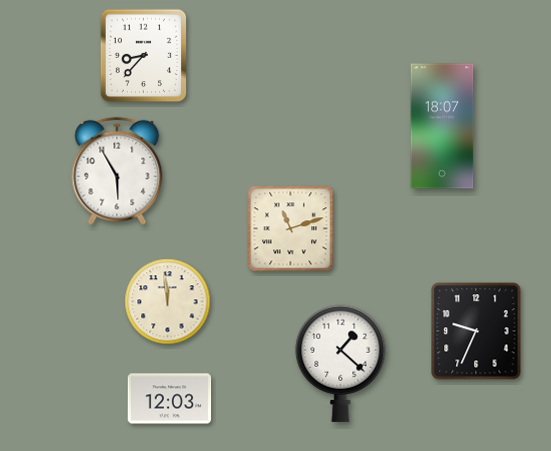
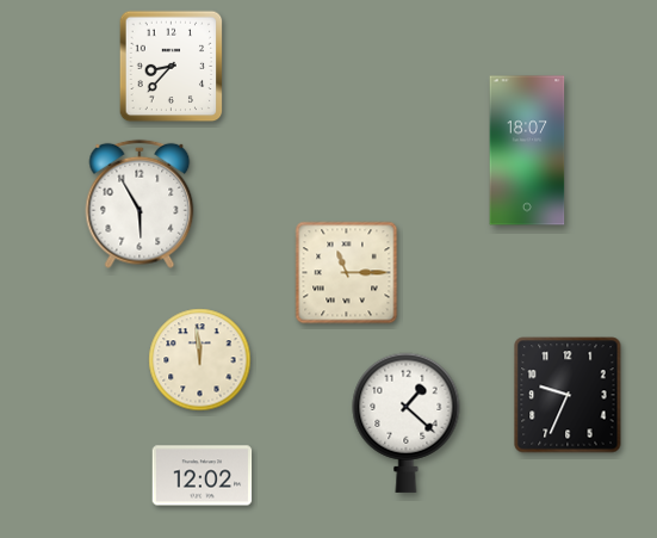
clock at (291, 229): 11:12 -> 11:15
clock at (341, 363) position: (341, 363) -> (407, 422)
clock at (170, 399): 12:03 -> 12:02
